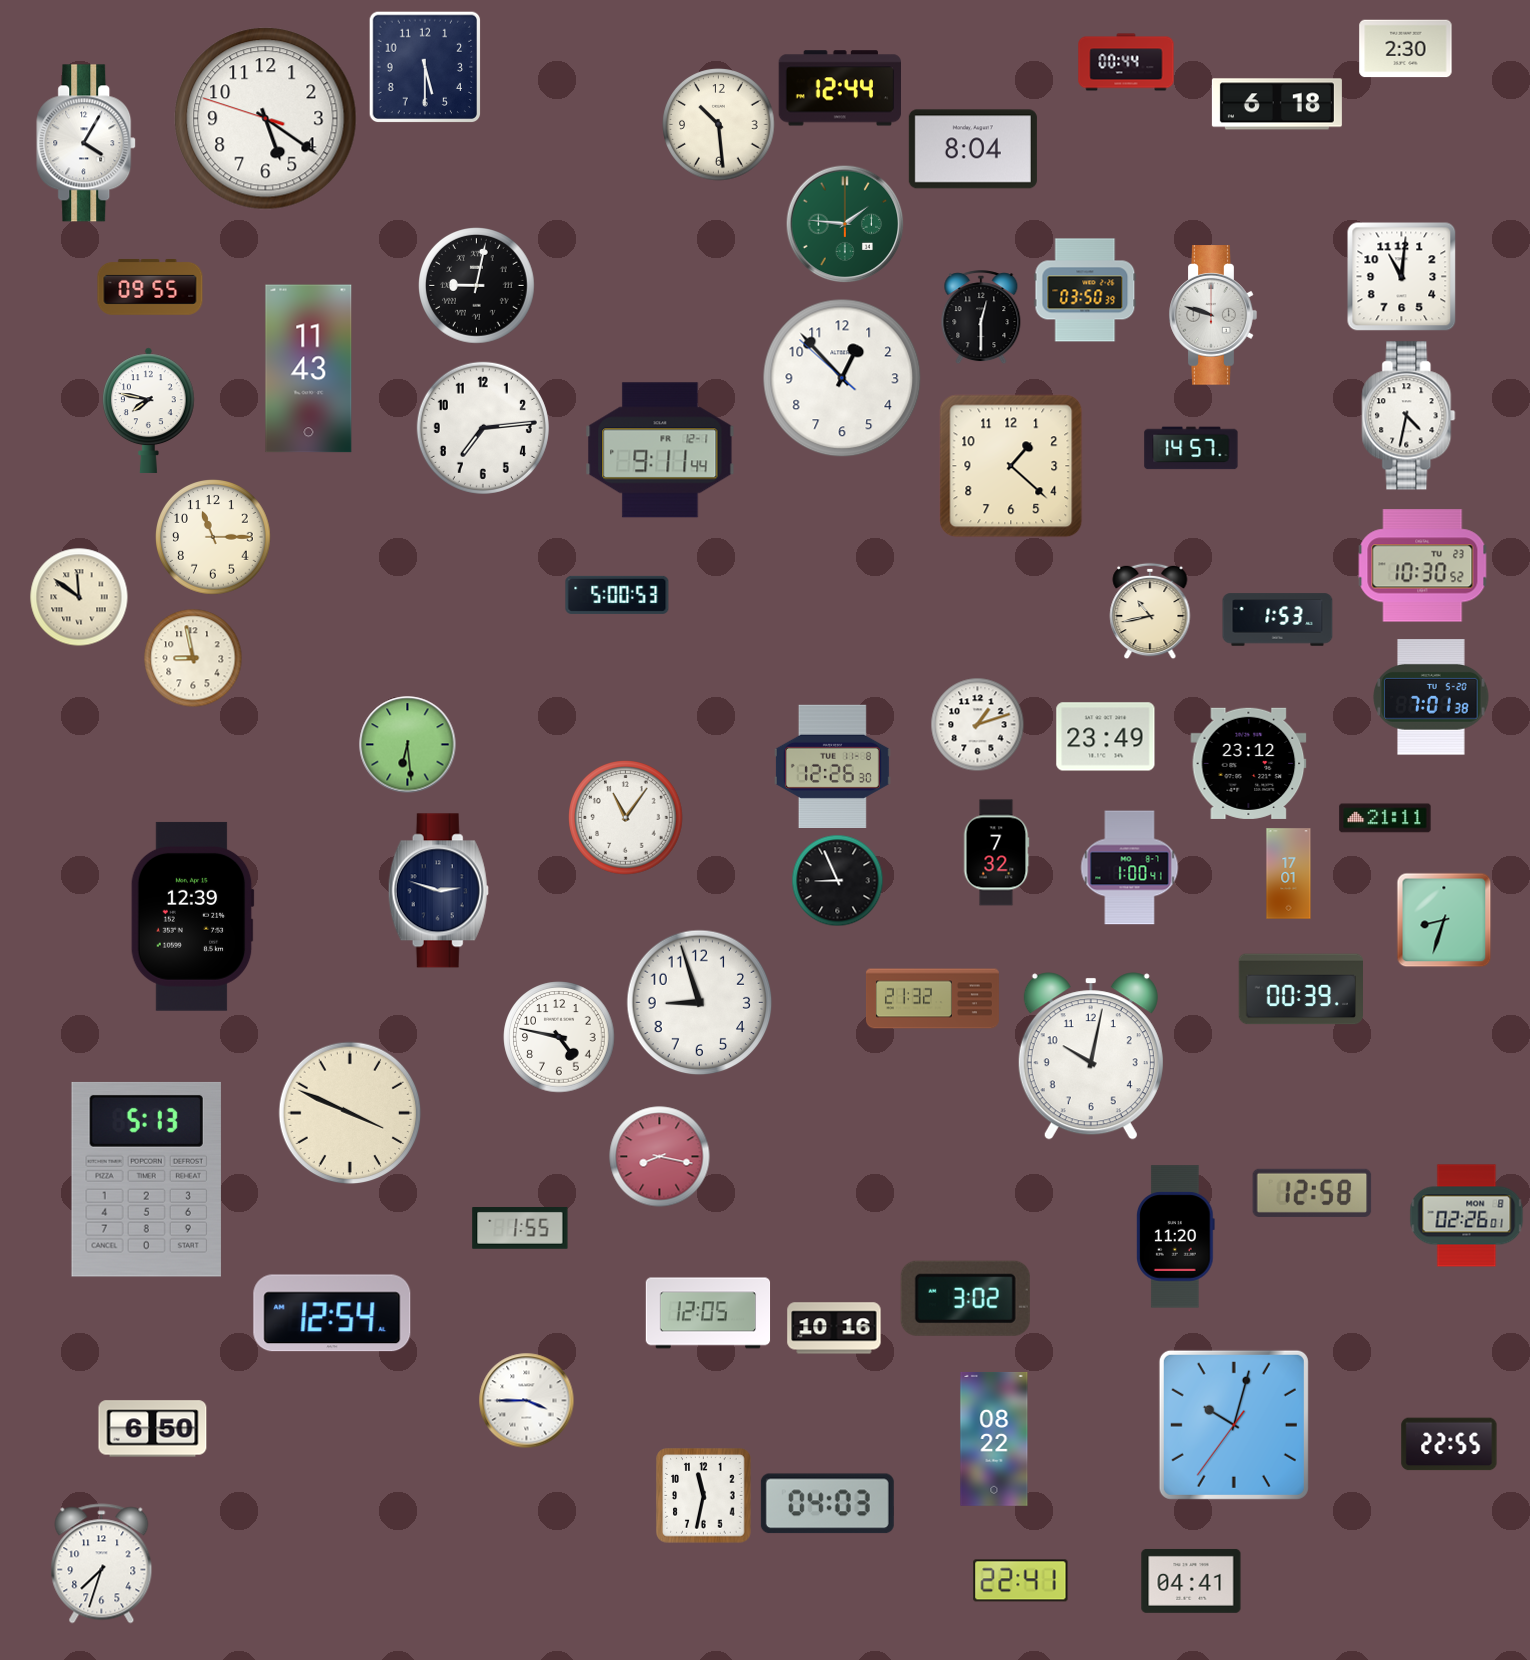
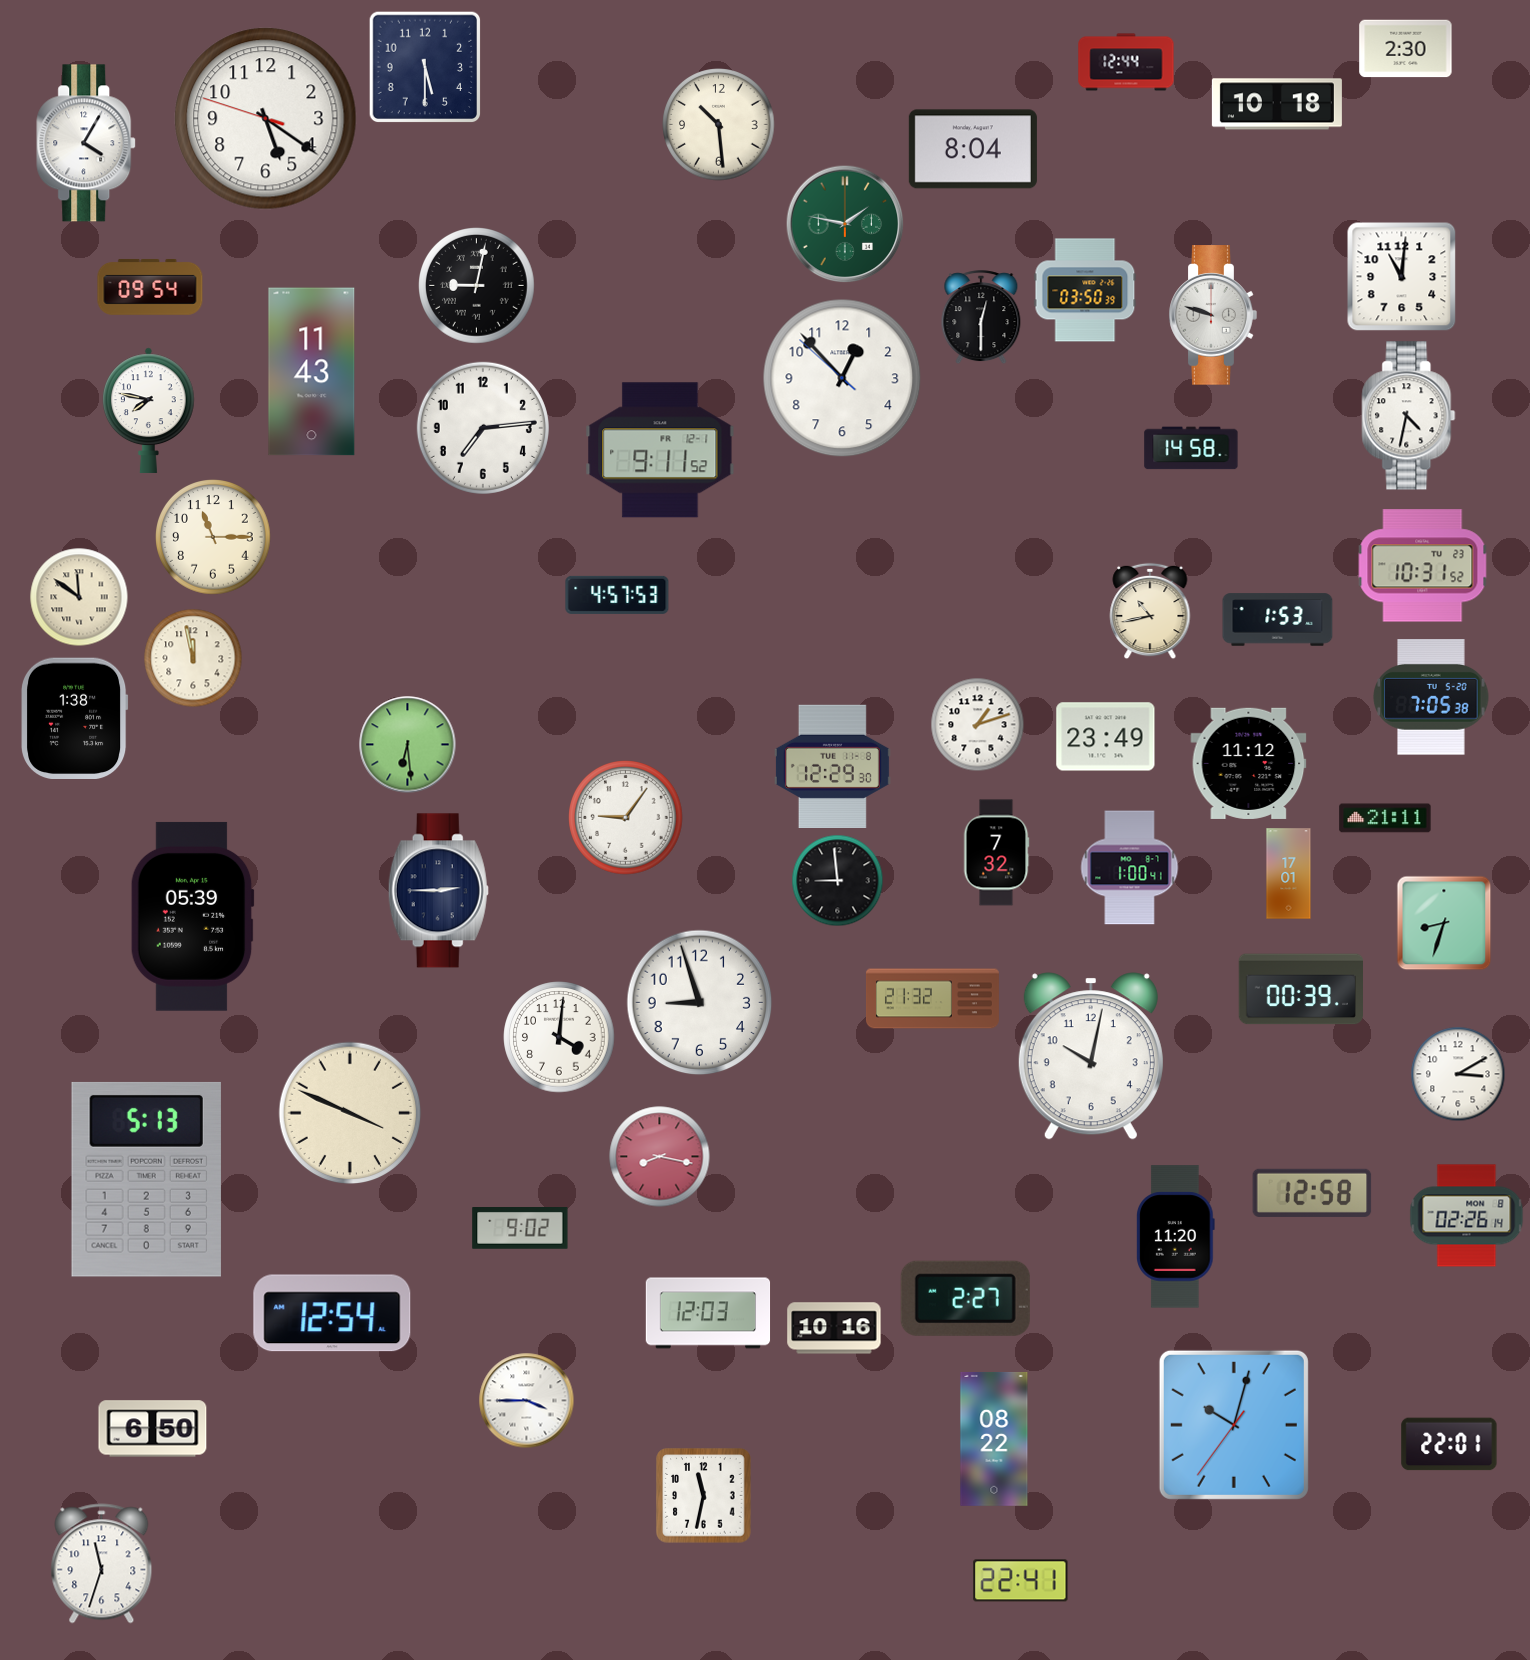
clock at (1126, 62): 00:44 -> 12:44
clock at (839, 88): 12:44 -> none
clock at (1277, 104): 6:18 -> 10:18
clock at (845, 224): 1:46 -> 1:47
clock at (150, 287): 09:55 -> 09:54
clock at (309, 369) position: (309, 369) -> (312, 372)
clock at (1191, 448): 14:57 -> 14:58
clock at (660, 450): 9:11:44 -> 9:11:52
clock at (1011, 466): 1:22 -> none
clock at (1423, 566): 10:30 -> 10:31
clock at (617, 595): 5:00 -> 4:57
clock at (193, 658): 8:58 -> 11:58
clock at (1431, 697): 7:01 -> 7:05
clock at (75, 718): none -> 1:38
clock at (1249, 763): 23:12 -> 11:12
clock at (832, 766): 12:26 -> 12:29
clock at (626, 818): 11:06 -> 9:06
clock at (837, 880): 8:56 -> 8:59
clock at (438, 891): 2:48 -> 2:45
clock at (192, 916): 12:39 -> 05:39
clock at (1444, 920) position: (1444, 920) -> (1444, 923)
clock at (559, 1037): 4:47 -> 4:01
clock at (1458, 1074): none -> 3:10
clock at (1467, 1216): 02:26:01 -> 02:26:14
clock at (520, 1229): 1:55 -> 9:02
clock at (965, 1298): 3:02 -> 2:27
clock at (708, 1313): 12:05 -> 12:03
clock at (1449, 1444): 22:55 -> 22:01
clock at (827, 1504): 04:03 -> none
clock at (102, 1564): 7:33 -> 11:33
clock at (1191, 1581): 04:41 -> none
